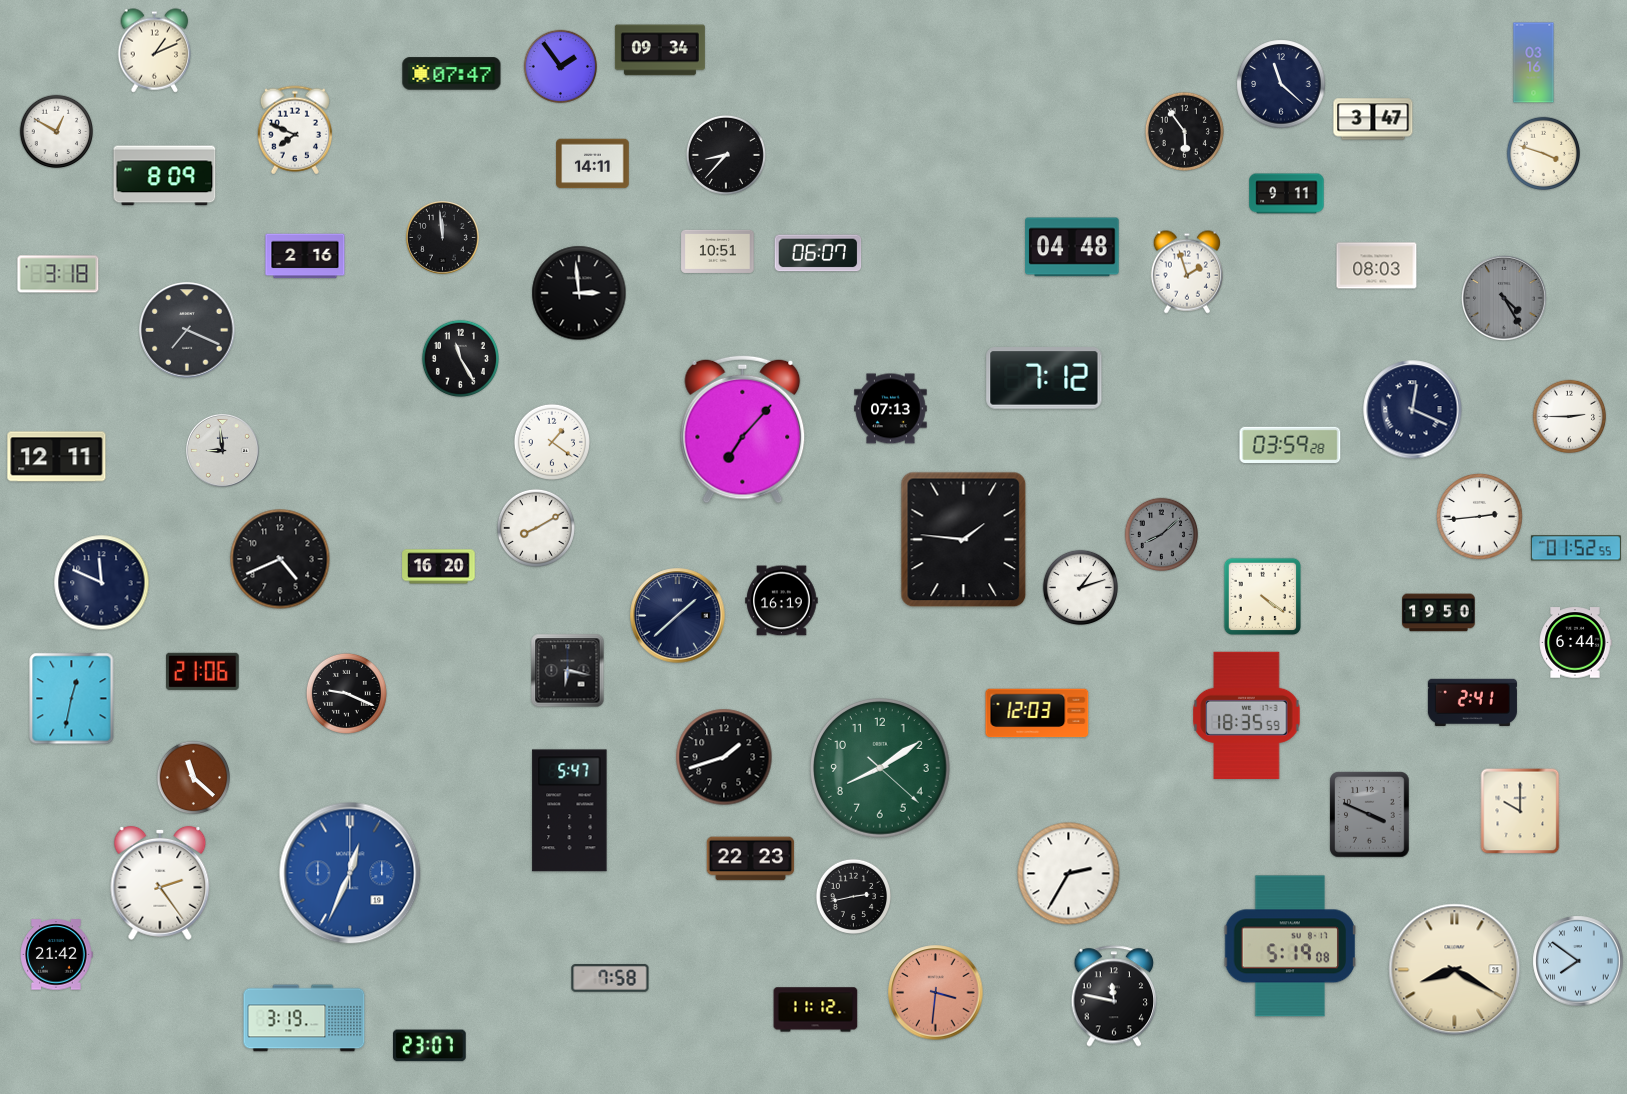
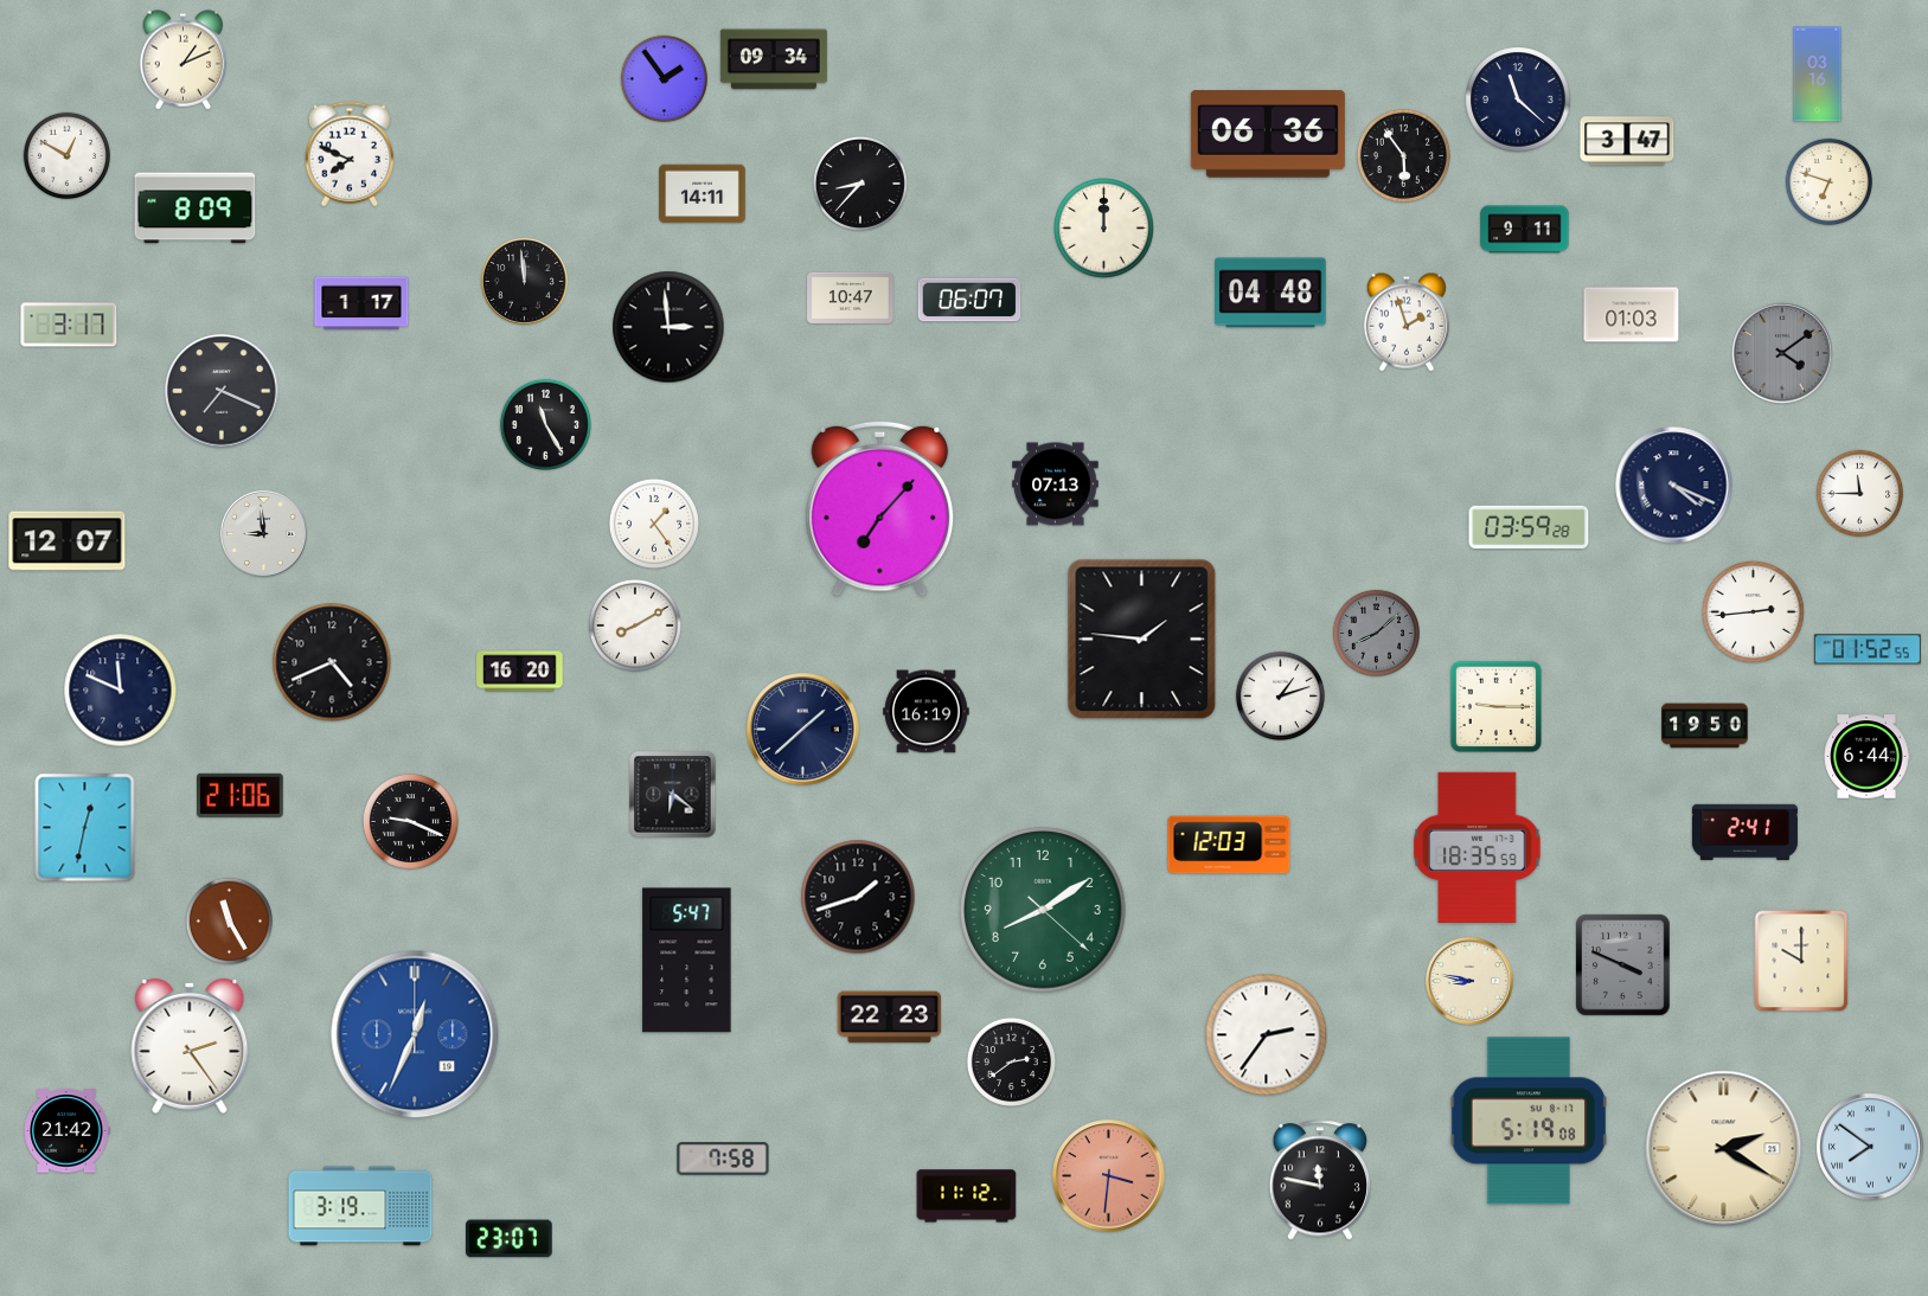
clock at (660, 50) position: (660, 50) -> (774, 59)
clock at (452, 74): 07:47 -> none
clock at (1268, 134): none -> 06:36
clock at (1544, 154): 3:48 -> 6:48
clock at (1104, 229): none -> 12:00
clock at (718, 251): 10:51 -> 10:47
clock at (305, 256): 2:16 -> 1:17
clock at (1377, 266): 08:03 -> 01:03
clock at (58, 274): 3:18 -> 3:17
clock at (579, 293) position: (579, 293) -> (668, 327)
clock at (1504, 298): 4:25 -> 4:09
clock at (1044, 379): 7:12 -> none
clock at (1413, 410): 12:19 -> 4:19
clock at (1570, 417): 2:45 -> 11:45
clock at (552, 442): 1:21 -> 1:24
clock at (57, 457): 12:11 -> 12:07
clock at (1262, 596): 4:21 -> 9:15
clock at (1575, 643) position: (1575, 643) -> (1866, 757)
clock at (568, 671): 6:17 -> 6:21
clock at (194, 778): 11:22 -> 11:25
clock at (570, 811) position: (570, 811) -> (687, 961)
clock at (1471, 982): none -> 8:47
clock at (1069, 874): 2:35 -> 2:36
clock at (853, 896): 2:43 -> 2:39
clock at (1578, 961) position: (1578, 961) -> (1870, 1147)
clock at (1455, 970): 8:20 -> 2:20
